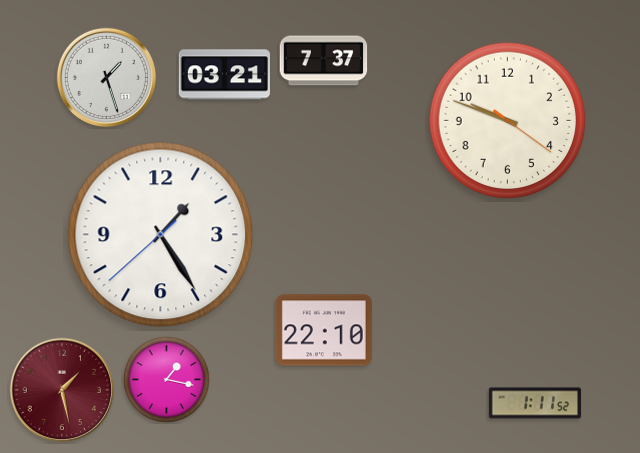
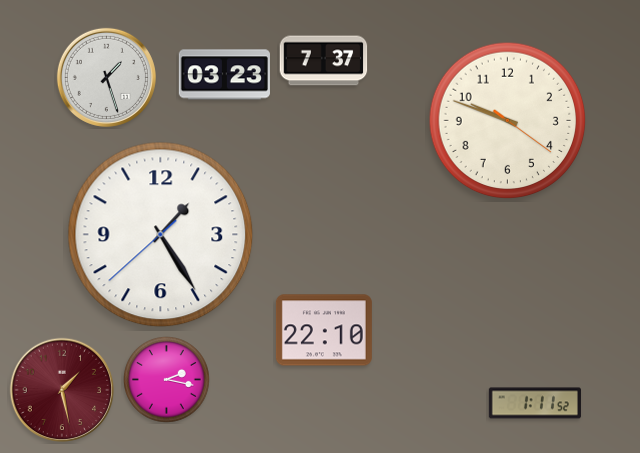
clock at (224, 75): 03:21 -> 03:23
clock at (167, 380): 1:17 -> 2:17
